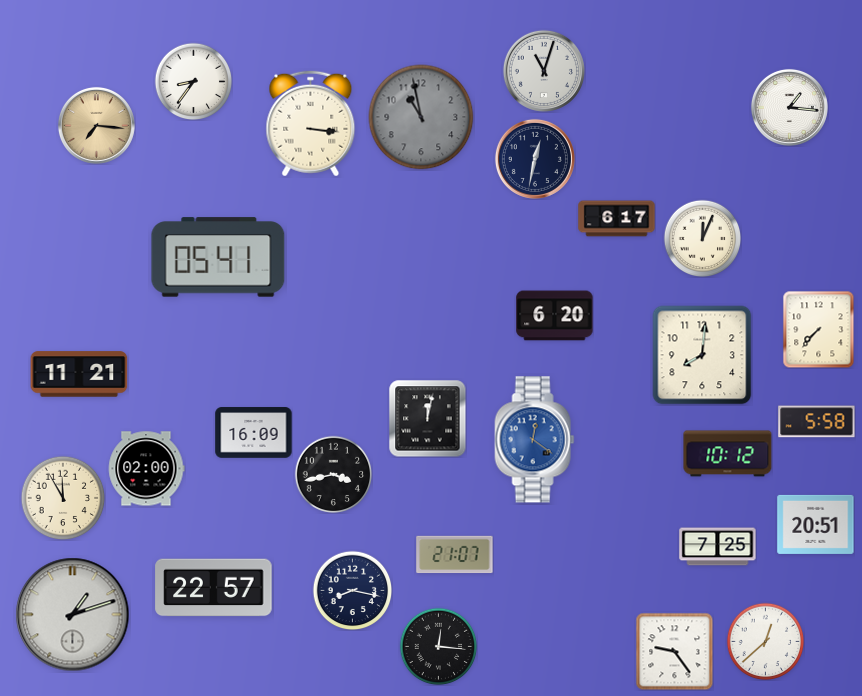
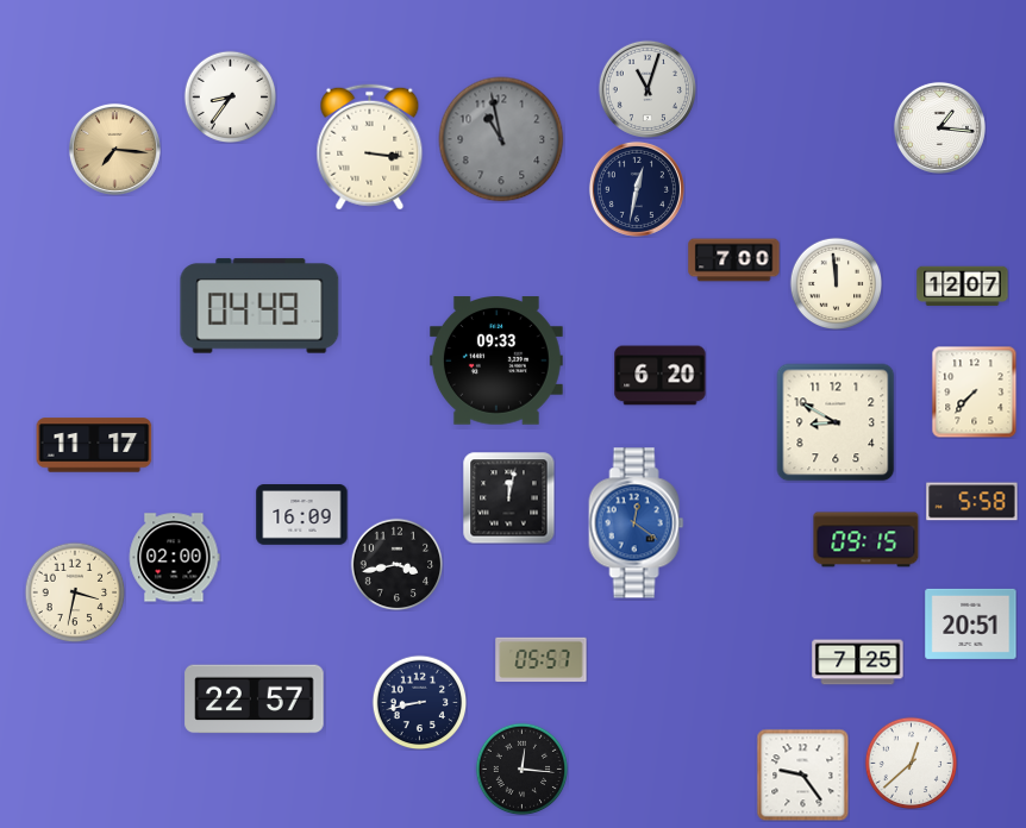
clock at (544, 71) position: (544, 71) -> (647, 89)
clock at (617, 219): 6:17 -> 7:00
clock at (702, 238): 12:04 -> 11:59
clock at (963, 287): none -> 12:07
clock at (218, 257): 05:41 -> 04:49
clock at (496, 360): none -> 09:33
clock at (702, 355): 8:01 -> 8:50
clock at (79, 374): 11:21 -> 11:17
clock at (728, 454): 10:12 -> 09:15
clock at (63, 498): 11:55 -> 3:32
clock at (718, 547) position: (718, 547) -> (858, 663)
clock at (455, 555): 21:07 -> 05:57
clock at (352, 590): 8:17 -> 8:43
clock at (73, 615): 1:12 -> none
